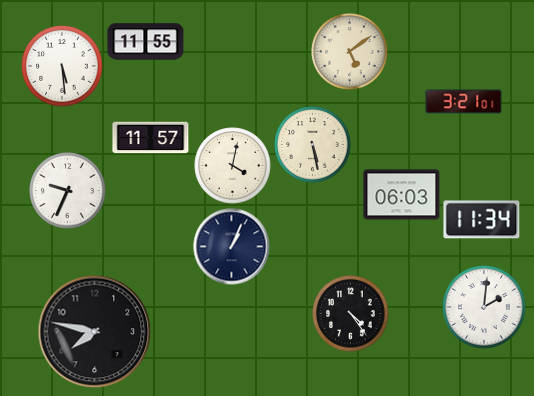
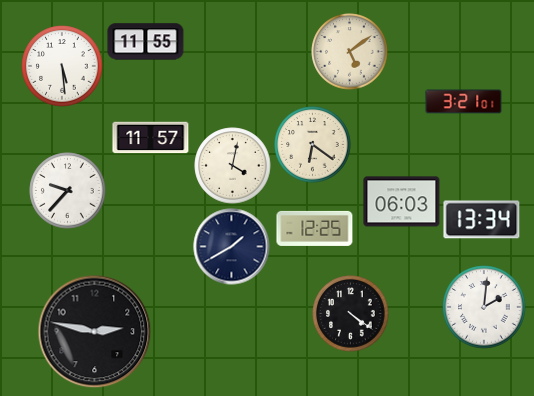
clock at (313, 145): 5:28 -> 6:21
clock at (68, 191): 9:34 -> 9:37
clock at (402, 195) position: (402, 195) -> (402, 202)
clock at (482, 220): 11:34 -> 13:34
clock at (315, 228): none -> 12:25
clock at (232, 247): 1:04 -> 1:40
clock at (351, 314): 4:24 -> 4:21
clock at (95, 332): 7:47 -> 2:47
